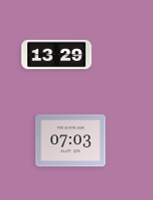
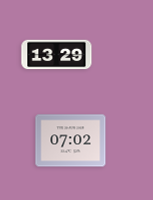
clock at (71, 141): 07:03 -> 07:02
